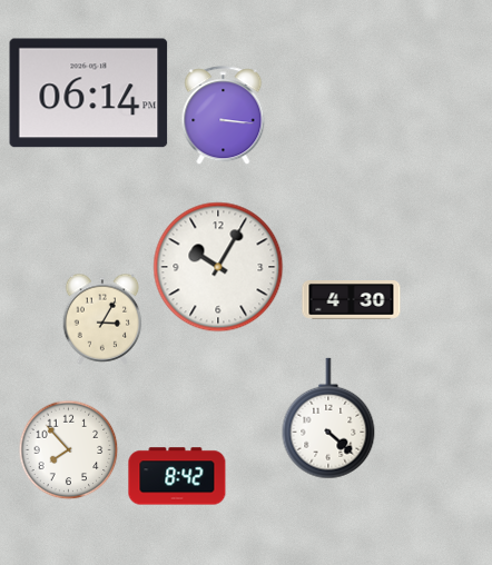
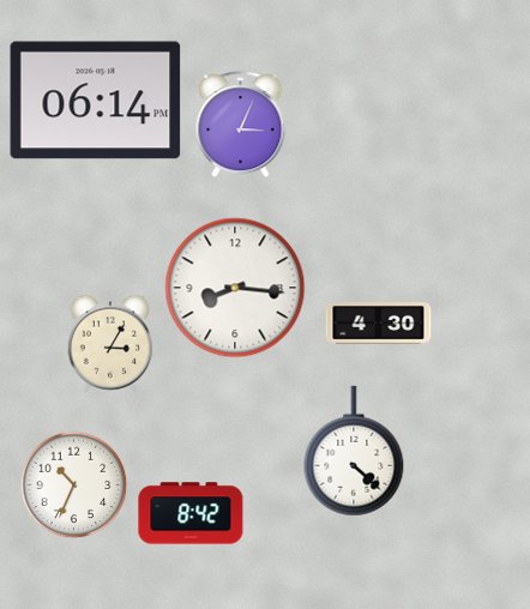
clock at (224, 116): 3:16 -> 3:04
clock at (218, 267): 10:05 -> 8:16
clock at (68, 449): 7:53 -> 10:34
